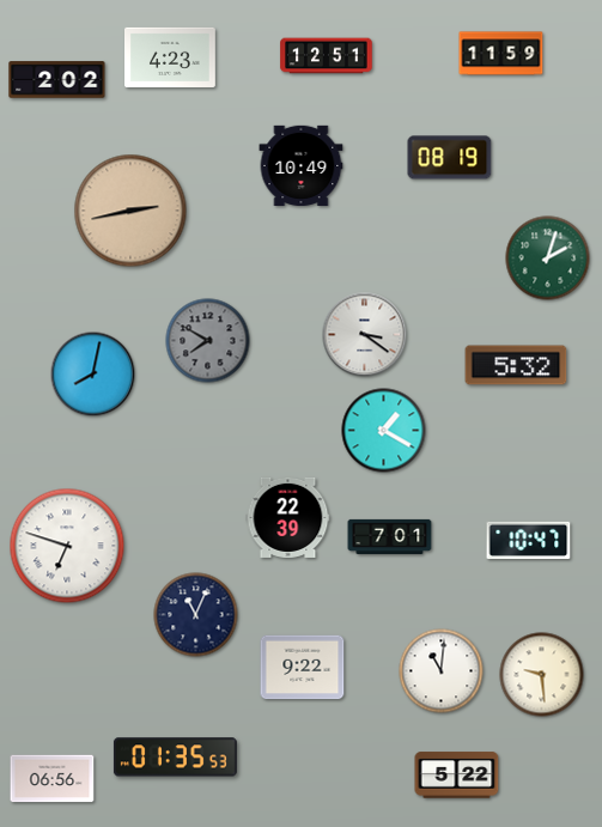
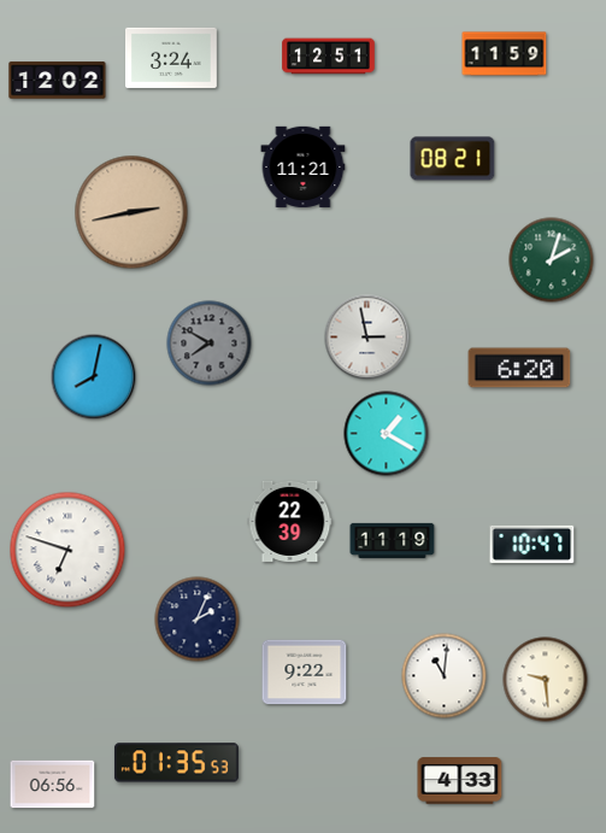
clock at (171, 57): 4:23 -> 3:24
clock at (57, 80): 2:02 -> 12:02
clock at (450, 158): 08:19 -> 08:21
clock at (302, 165): 10:49 -> 11:21
clock at (365, 335): 3:21 -> 2:58
clock at (516, 365): 5:32 -> 6:20
clock at (390, 536): 7:01 -> 11:19
clock at (196, 615): 11:04 -> 2:04
clock at (457, 776): 5:22 -> 4:33
